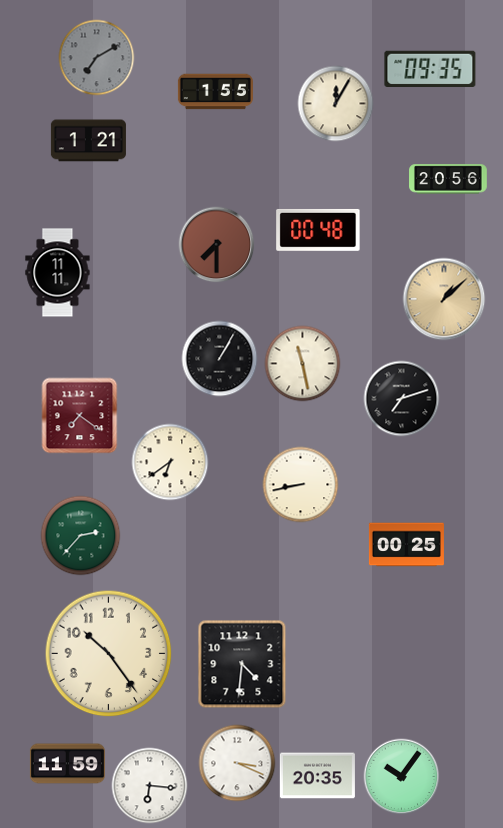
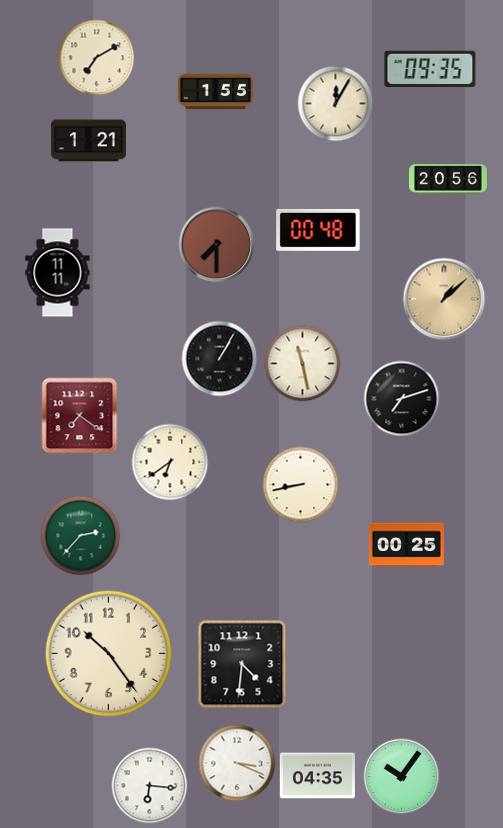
clock at (97, 58) dial: grey -> cream
clock at (67, 764): 11:59 -> none
clock at (317, 776): 20:35 -> 04:35
